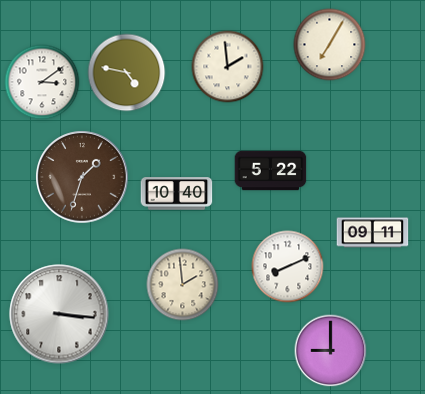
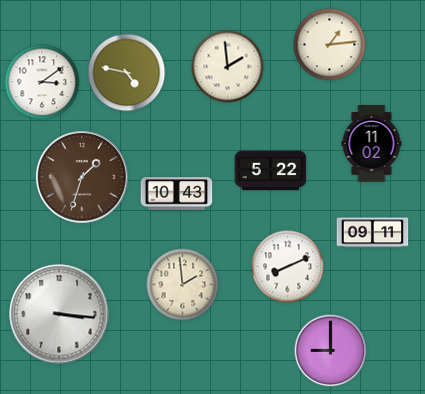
clock at (330, 45): 7:05 -> 1:14
clock at (372, 144): none -> 11:02
clock at (177, 194): 10:40 -> 10:43
